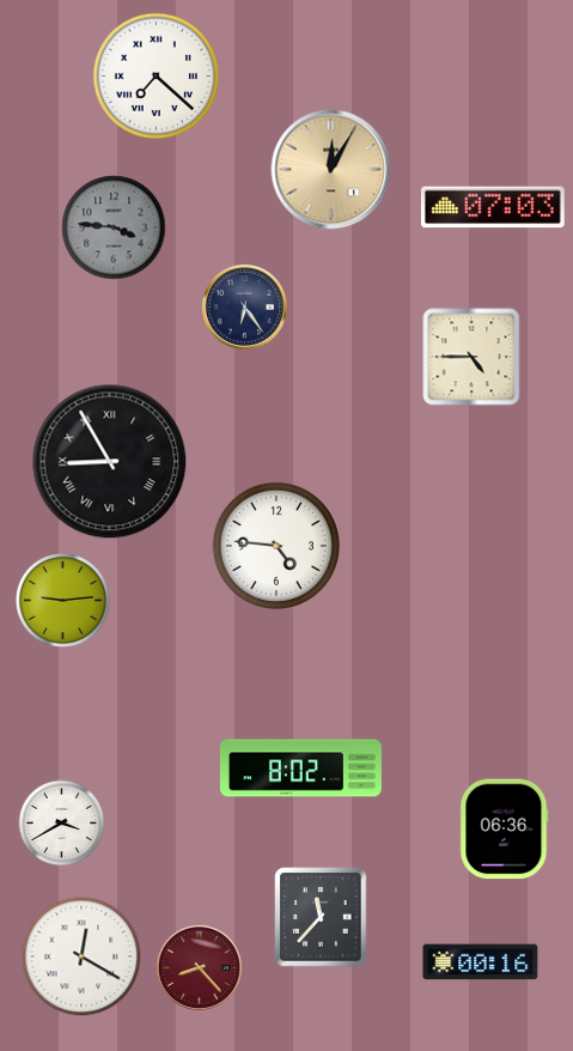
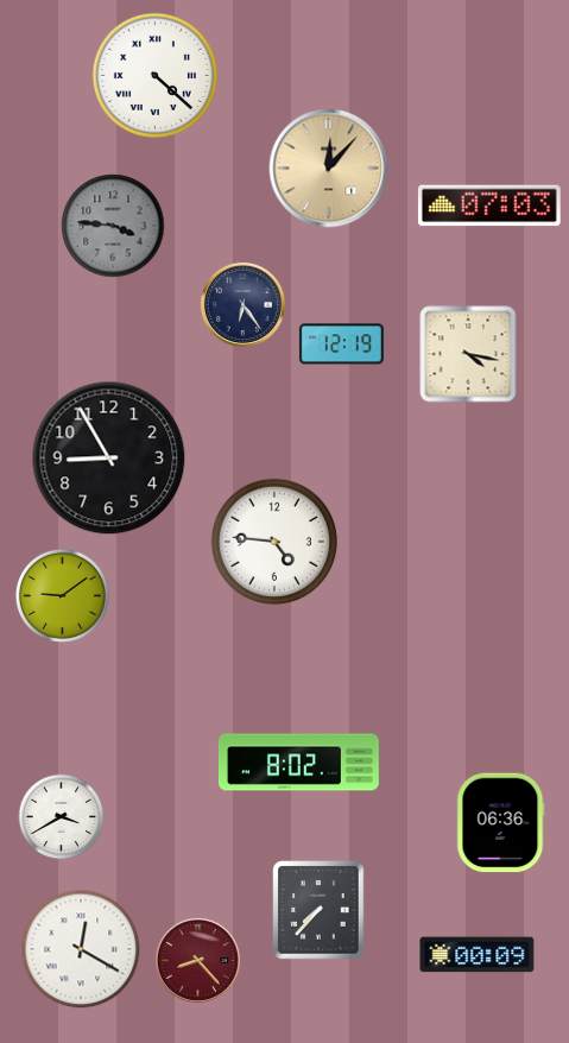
clock at (156, 75): 7:22 -> 4:22
clock at (331, 170): 12:05 -> 12:07
clock at (341, 344): none -> 12:19
clock at (471, 357): 4:45 -> 4:17
clock at (110, 462) numerals: Roman -> Arabic
clock at (62, 600): 9:14 -> 9:09
clock at (321, 917): 11:37 -> 7:37
clock at (481, 962): 00:16 -> 00:09
